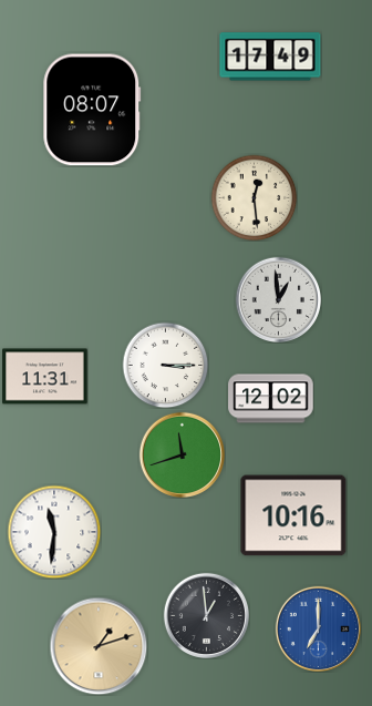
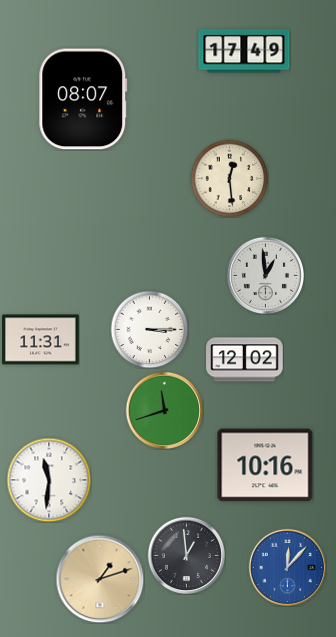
clock at (278, 299) position: (278, 299) -> (265, 275)
clock at (318, 628): 7:00 -> 12:07
clock at (99, 646) position: (99, 646) -> (100, 579)
